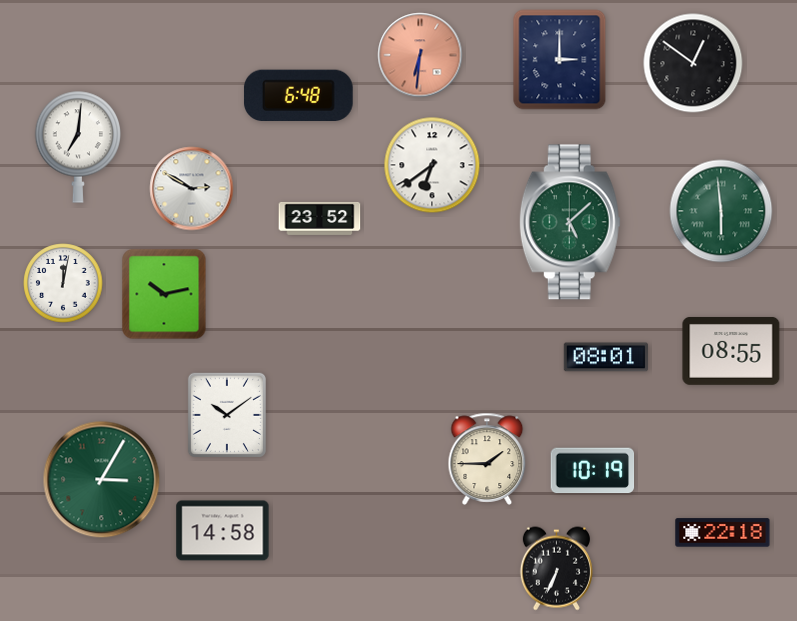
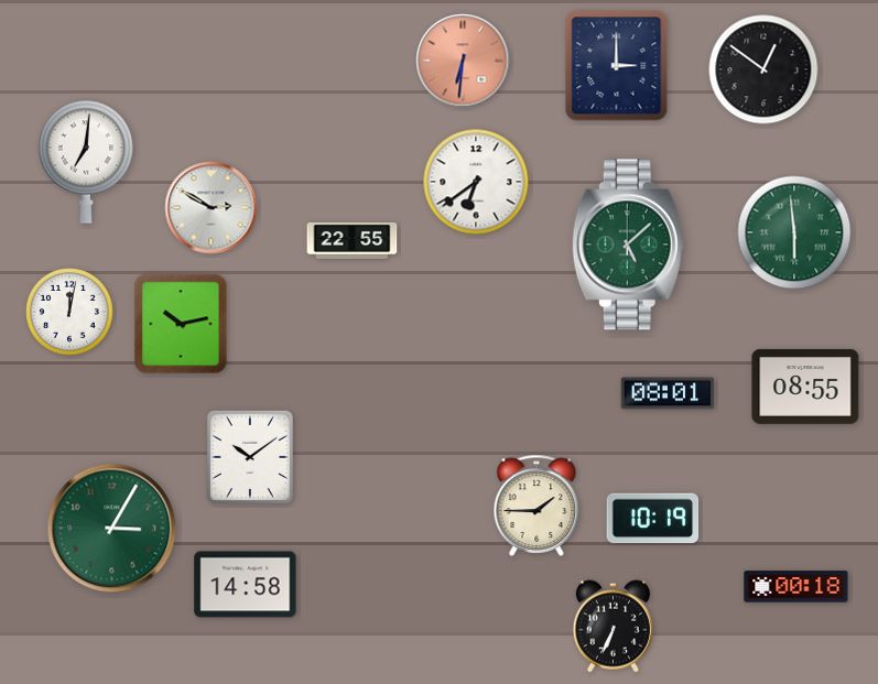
clock at (298, 95): 6:48 -> none
clock at (320, 218): 23:52 -> 22:55
clock at (723, 533): 22:18 -> 00:18
